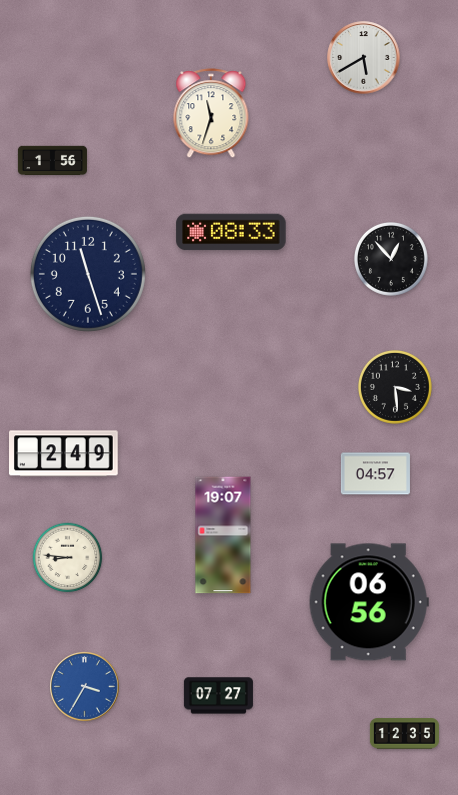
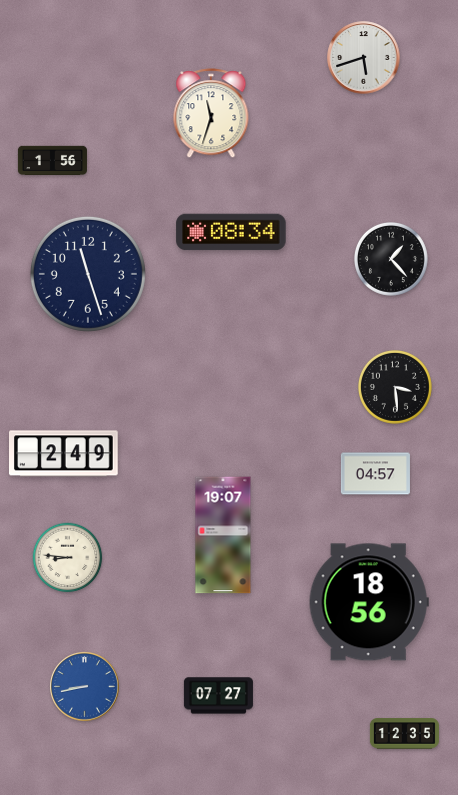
clock at (364, 58): 5:40 -> 5:42
clock at (231, 232): 08:33 -> 08:34
clock at (391, 259): 12:53 -> 1:23
clock at (369, 602): 06:56 -> 18:56
clock at (84, 686): 3:35 -> 8:43
